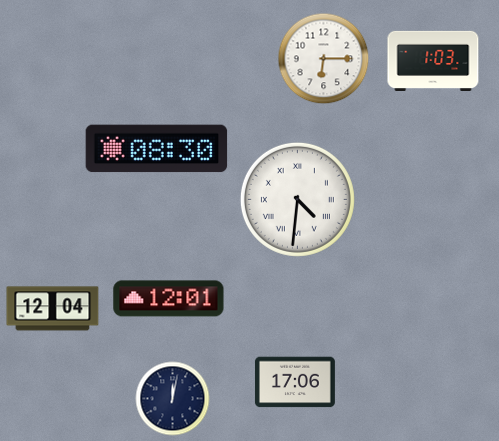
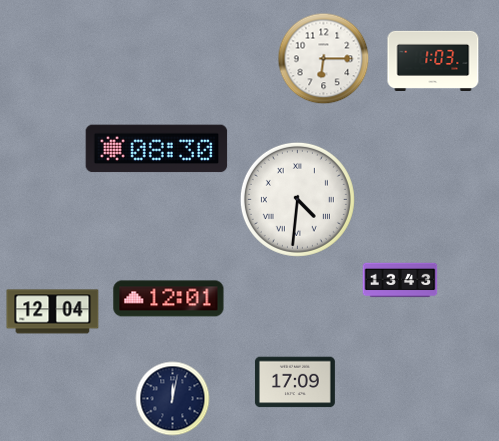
clock at (400, 280): none -> 13:43
clock at (53, 309) position: (53, 309) -> (53, 312)
clock at (295, 382): 17:06 -> 17:09
